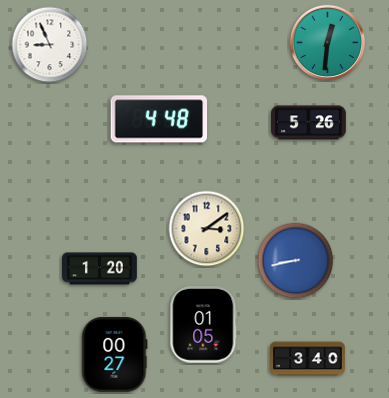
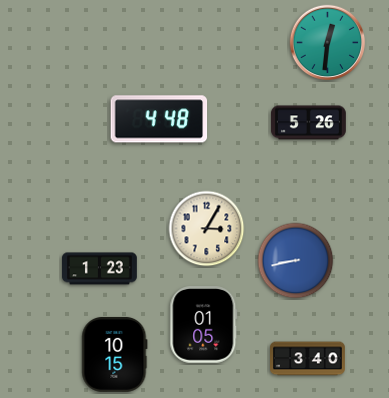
clock at (50, 45): 8:56 -> none
clock at (207, 229): 3:09 -> 3:05
clock at (100, 269): 1:20 -> 1:23
clock at (115, 354): 00:27 -> 10:15
